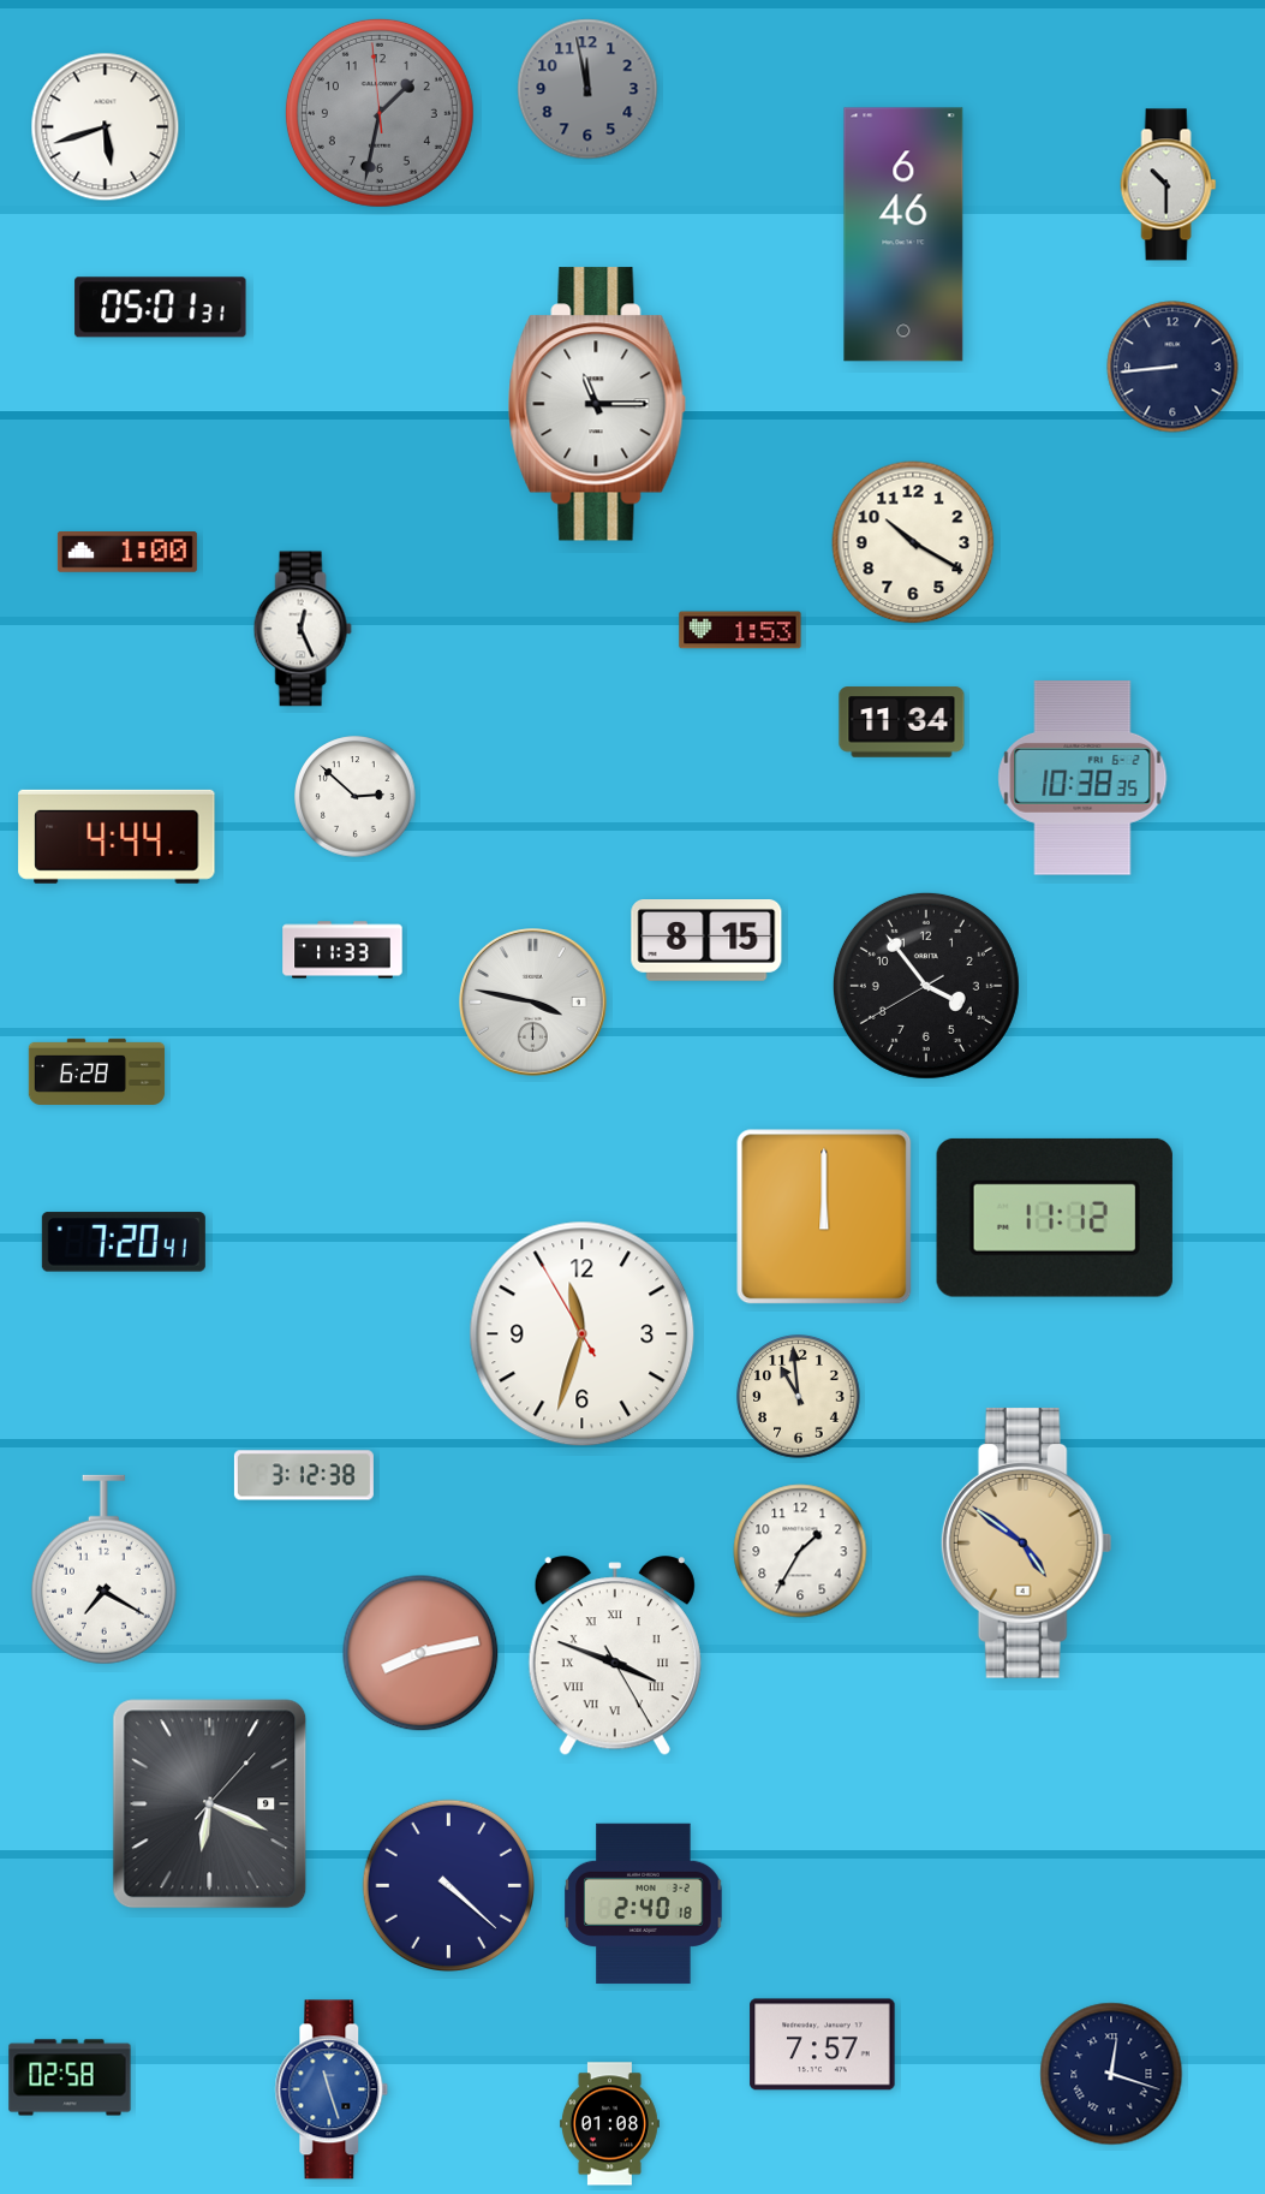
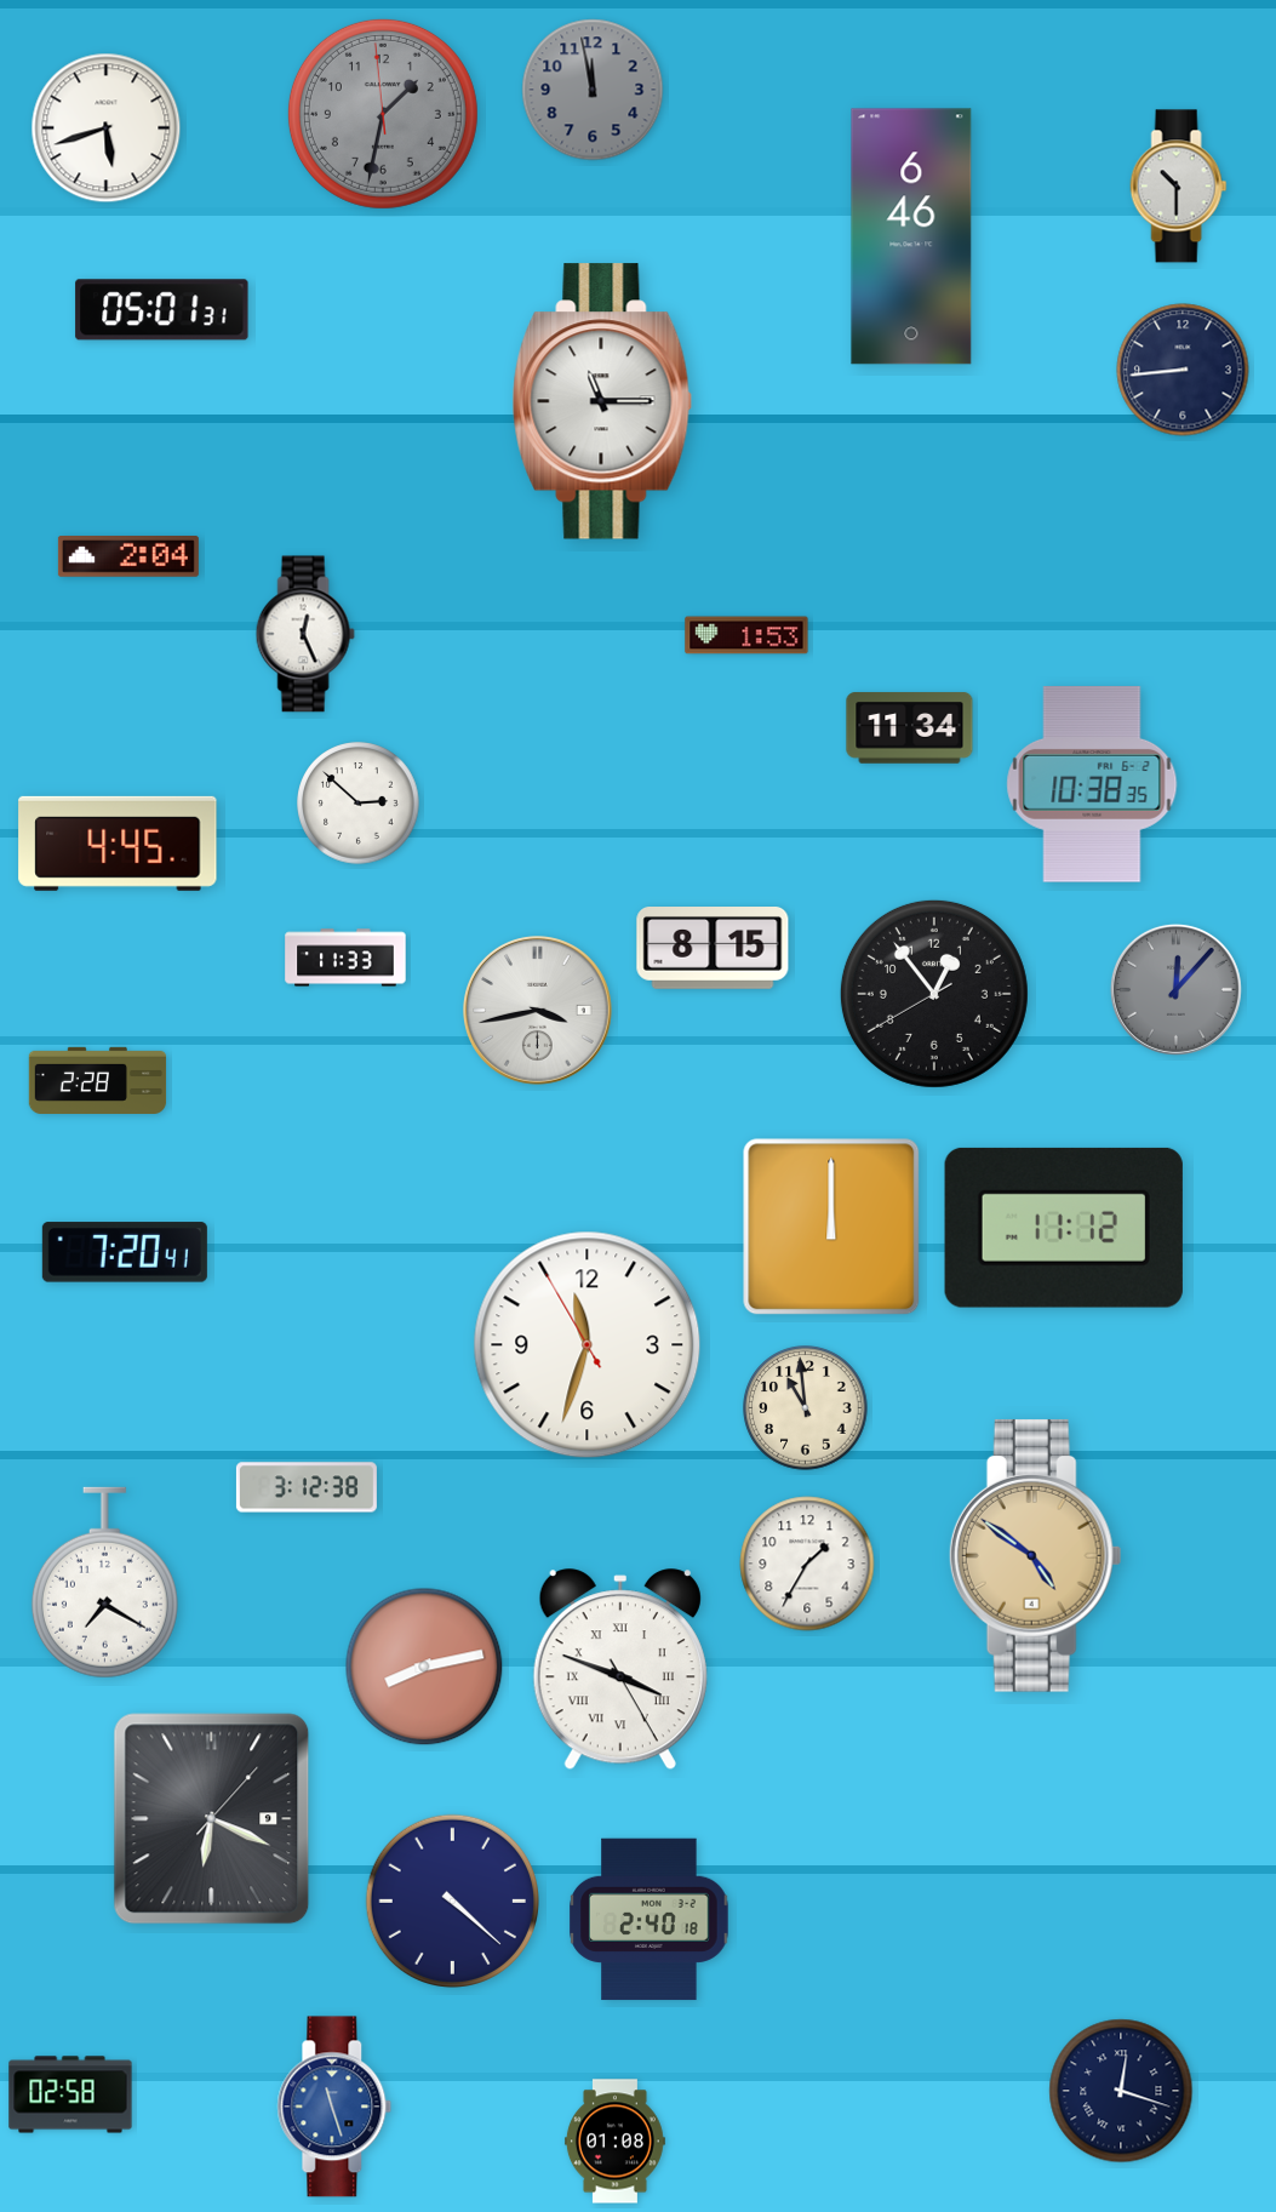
clock at (597, 404) position: (597, 404) -> (602, 401)
clock at (913, 542): 10:20 -> none
clock at (127, 553): 1:00 -> 2:04
clock at (117, 837): 4:44 -> 4:45
clock at (1175, 989): none -> 12:07
clock at (926, 986): 3:53 -> 12:53
clock at (533, 1003): 3:47 -> 3:43
clock at (97, 1071): 6:28 -> 2:28
clock at (823, 2045): 7:57 -> none
